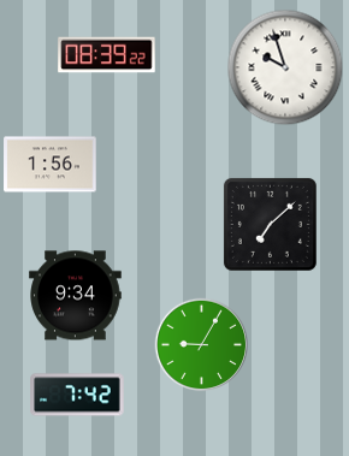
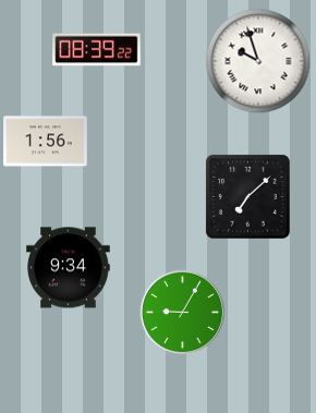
clock at (51, 165) position: (51, 165) -> (46, 142)
clock at (270, 224) position: (270, 224) -> (247, 196)
clock at (77, 395): 7:42 -> none
